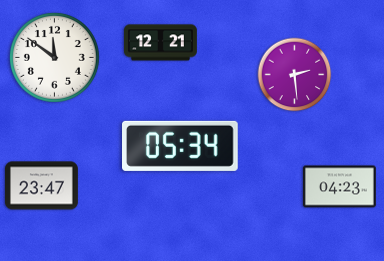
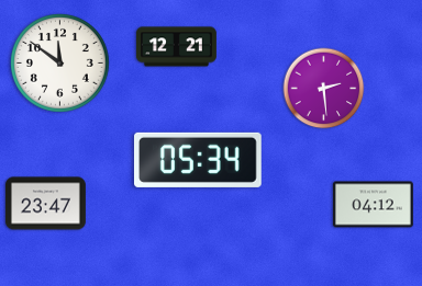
clock at (295, 75) position: (295, 75) -> (324, 89)
clock at (339, 187): 04:23 -> 04:12
